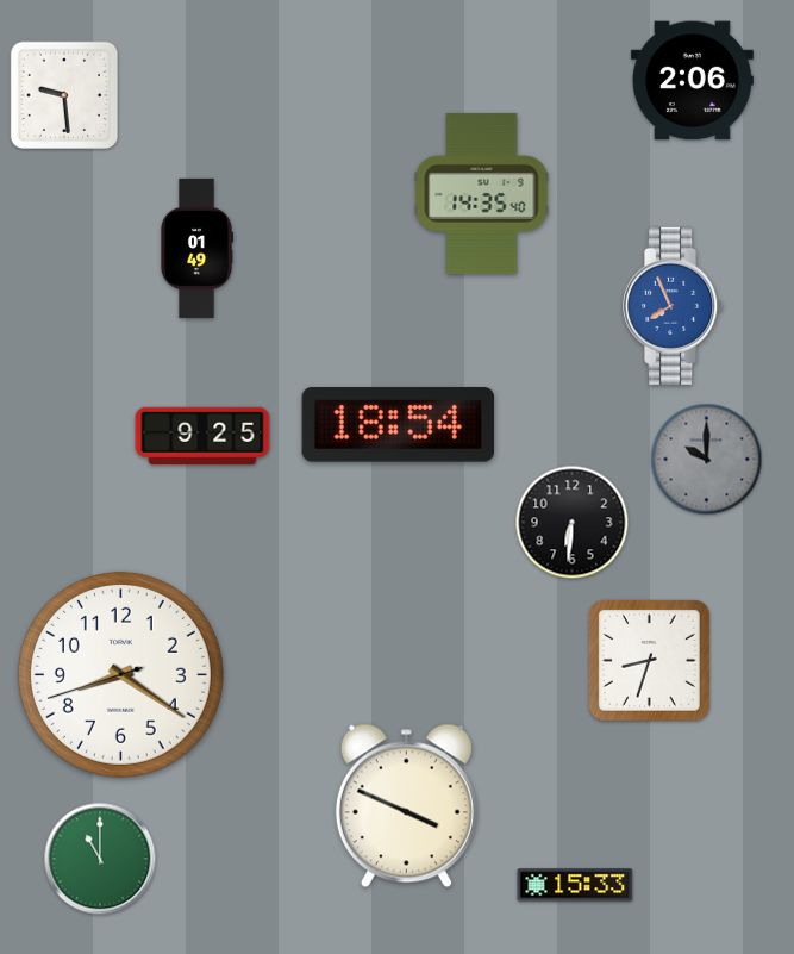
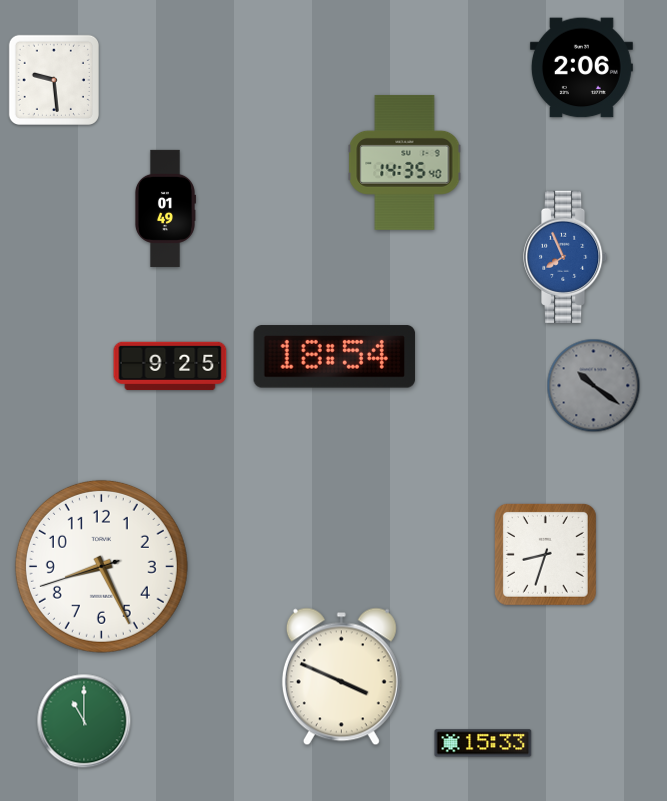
clock at (707, 460): 10:00 -> 10:21
clock at (573, 523): 6:31 -> none
clock at (120, 674): 8:20 -> 8:25
